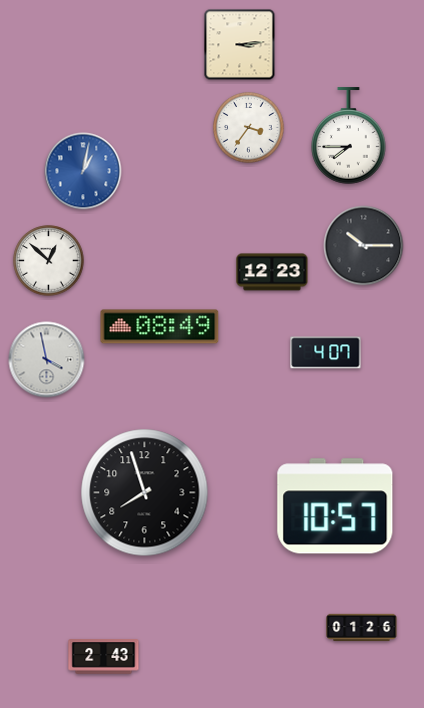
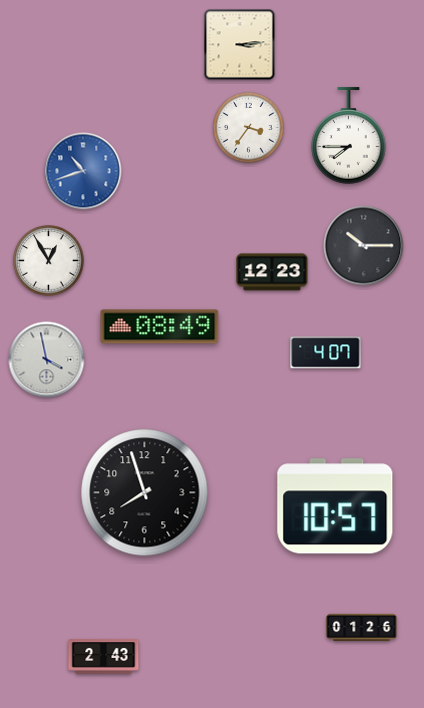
clock at (83, 171): 1:02 -> 10:42
clock at (49, 261): 12:52 -> 12:55
